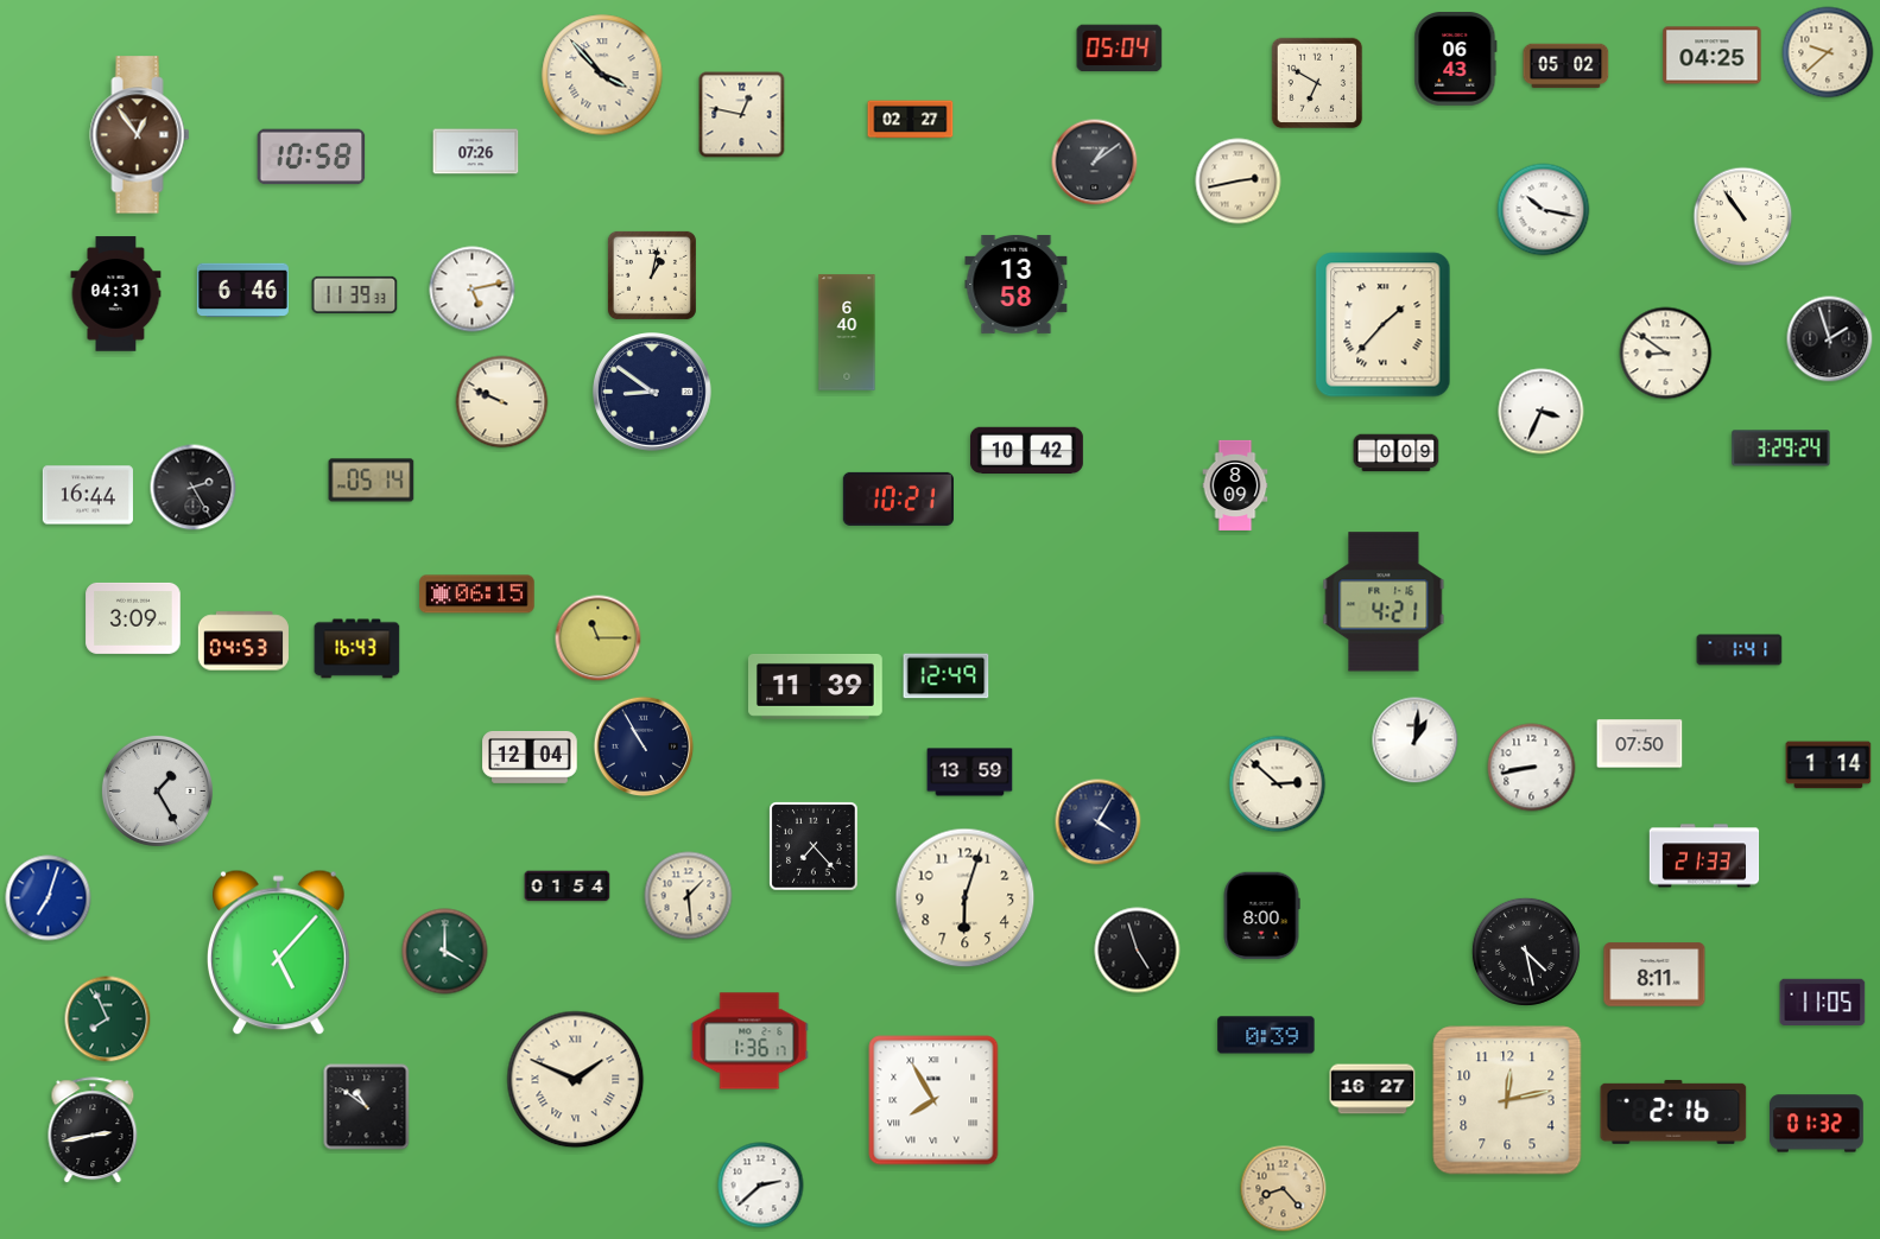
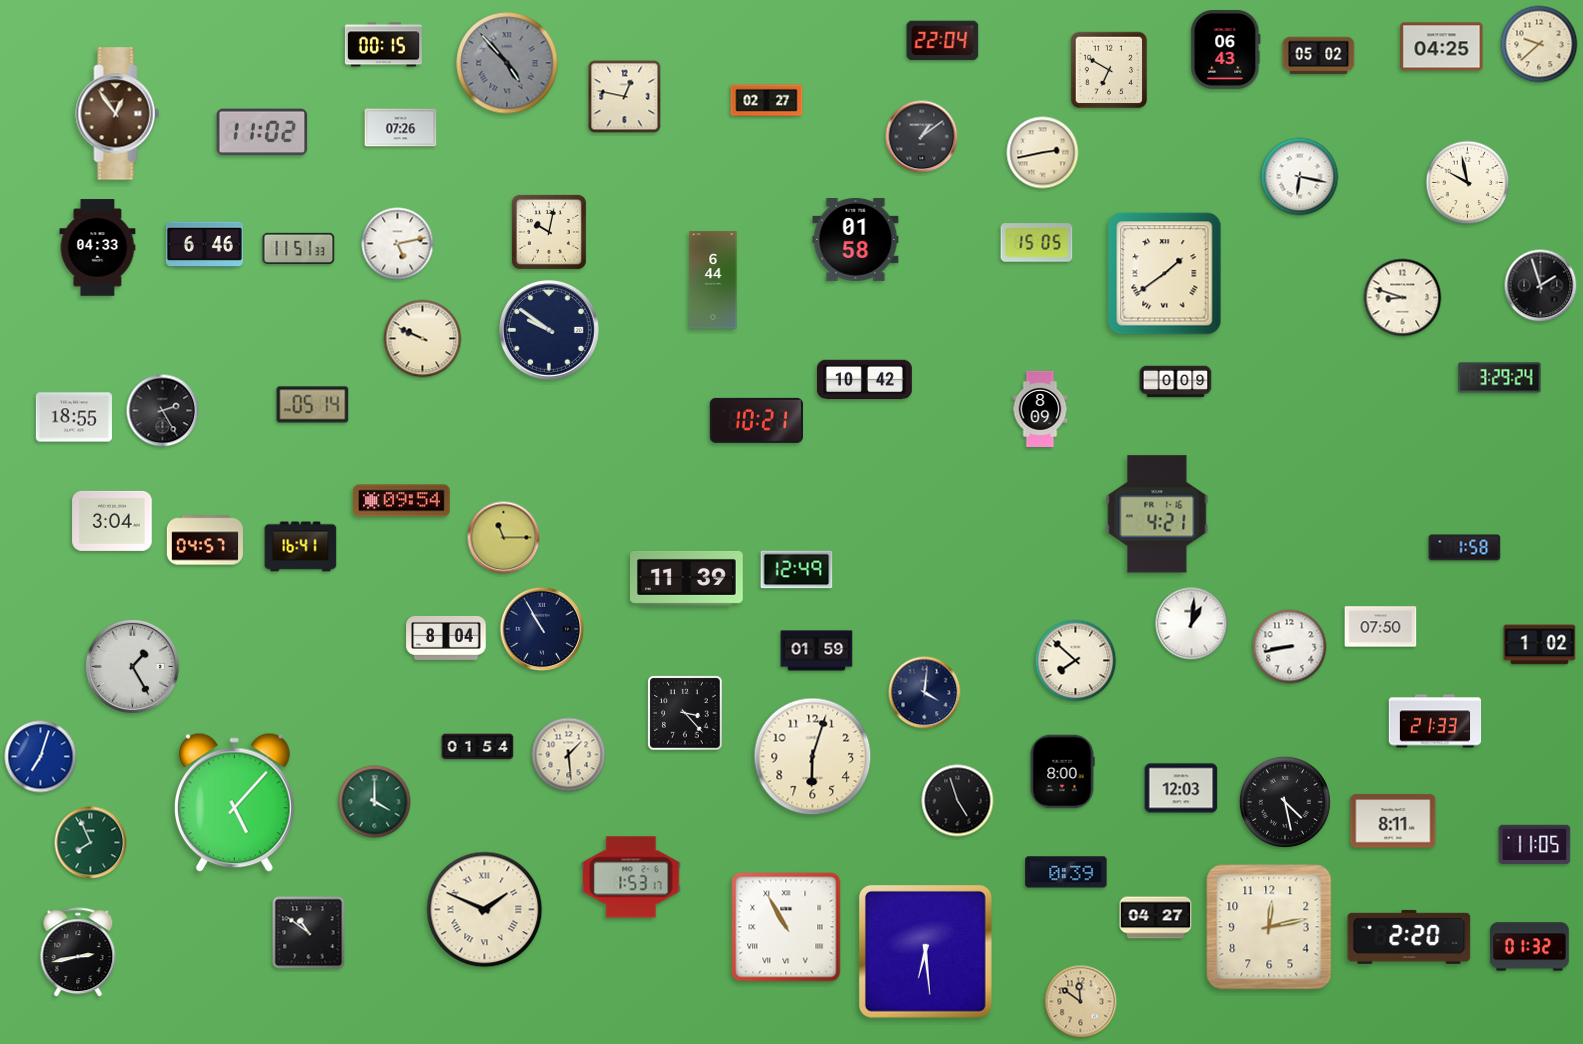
clock at (1120, 49): 05:04 -> 22:04
clock at (383, 45): none -> 00:15
clock at (602, 75): 3:53 -> 4:53
clock at (602, 75) dial: cream -> grey
clock at (311, 157): 10:58 -> 11:02
clock at (1544, 210): 10:17 -> 6:17
clock at (1743, 217): 10:54 -> 9:58
clock at (652, 275): 1:02 -> 10:02
clock at (1017, 284): 13:58 -> 01:58
clock at (1037, 243): none -> 15:05
clock at (116, 294): 04:31 -> 04:33
clock at (355, 294): 11:39 -> 11:51
clock at (1384, 325): 1:37 -> 1:39
clock at (847, 332): 6:40 -> 6:44
clock at (1666, 354): 8:51 -> 8:48
clock at (653, 393): 8:51 -> 9:51
clock at (1542, 412): 3:34 -> none
clock at (88, 495): 16:44 -> 18:55
clock at (477, 595): 06:15 -> 09:54
clock at (1384, 602) position: (1384, 602) -> (1157, 514)
clock at (133, 618): 3:09 -> 3:04
clock at (243, 641): 04:53 -> 04:57
clock at (357, 649): 16:43 -> 16:41
clock at (1740, 650): 1:41 -> 1:58
clock at (530, 757): 12:04 -> 8:04
clock at (1829, 765): 1:14 -> 1:02
clock at (970, 773): 13:59 -> 01:59
clock at (1278, 784): 2:52 -> 7:52
clock at (1099, 822): 4:05 -> 4:01
clock at (814, 846): 7:23 -> 3:23
clock at (689, 896) position: (689, 896) -> (569, 755)
clock at (1181, 788): none -> 12:03
clock at (108, 1019) position: (108, 1019) -> (91, 843)
clock at (749, 1041): 1:36 -> 1:53
clock at (1373, 1089): 16:27 -> 04:27
clock at (933, 1100): 7:55 -> 10:55
clock at (1673, 1112): 2:16 -> 2:20
clock at (925, 951): none -> 6:29
clock at (761, 1186): 2:38 -> none
clock at (1284, 1189): 8:23 -> 11:51
